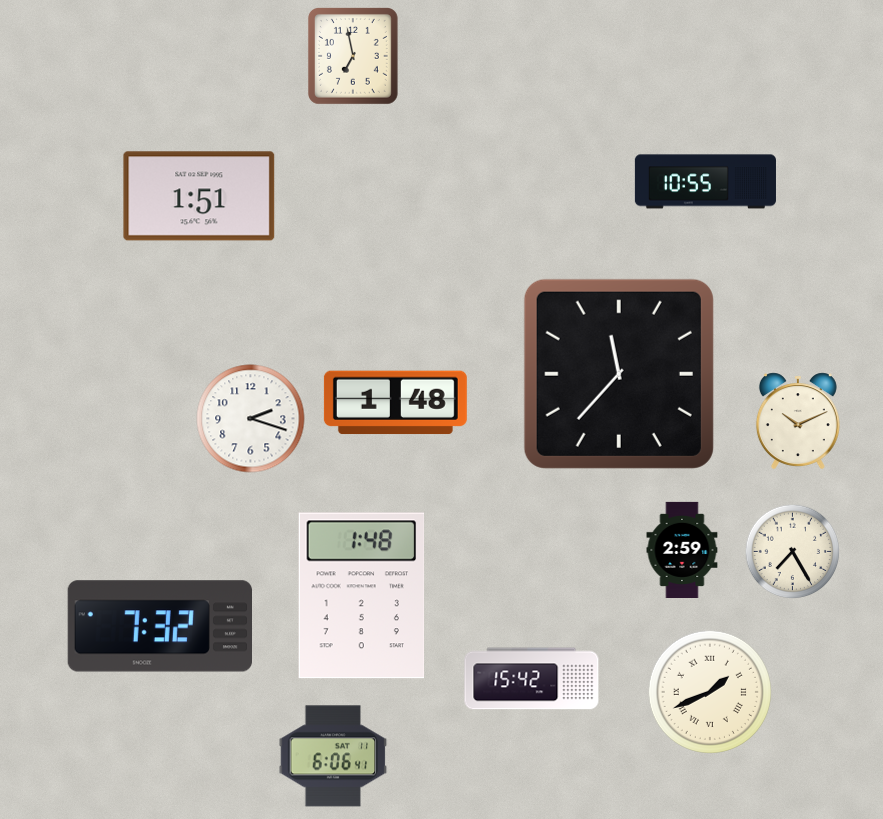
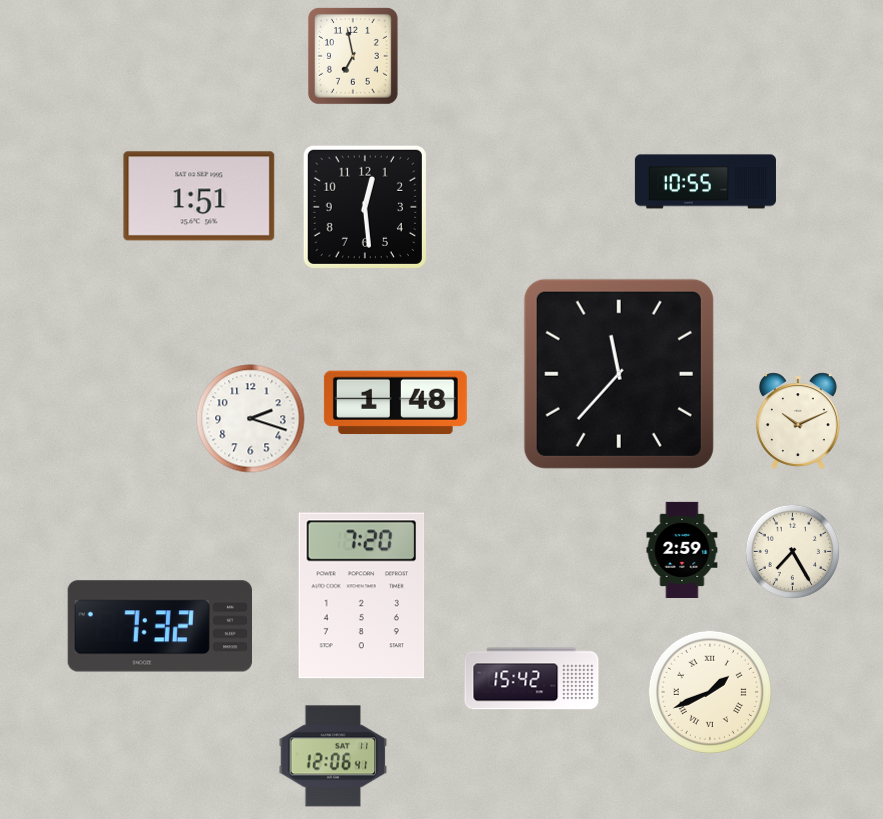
clock at (365, 207): none -> 12:29
clock at (362, 596): 1:48 -> 7:20
clock at (333, 756): 6:06 -> 12:06
